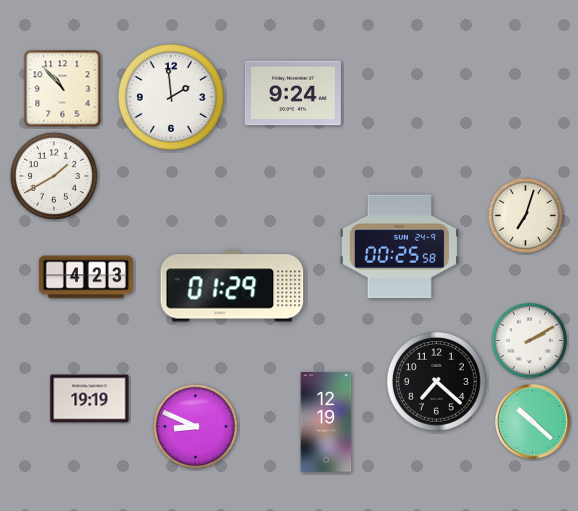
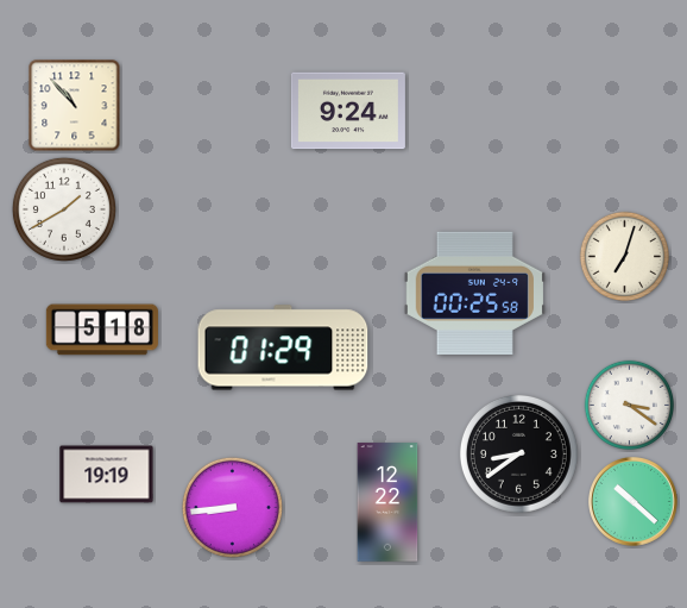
clock at (171, 97): 1:59 -> none
clock at (86, 277): 4:23 -> 5:18
clock at (232, 286) position: (232, 286) -> (283, 347)
clock at (529, 340): 2:10 -> 3:21
clock at (436, 381): 7:22 -> 8:39
clock at (326, 422): 12:19 -> 12:22
clock at (195, 426): 8:49 -> 8:44
